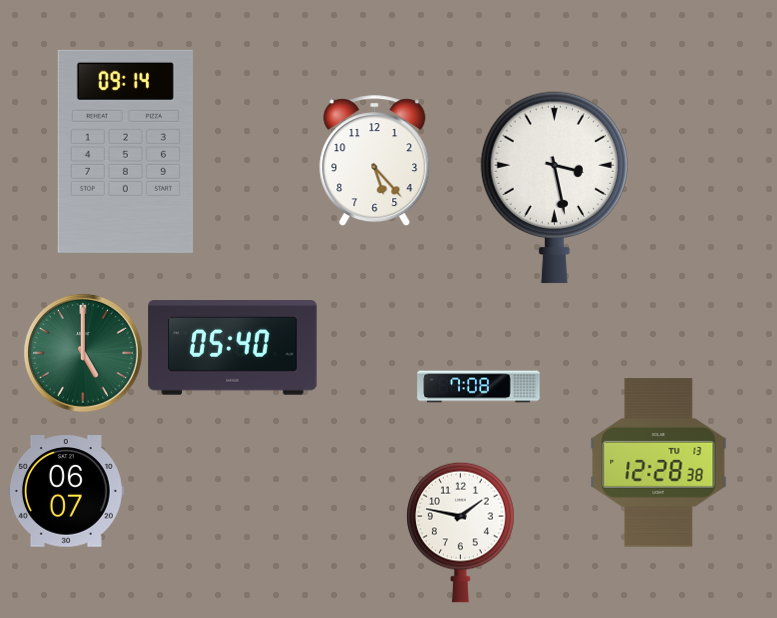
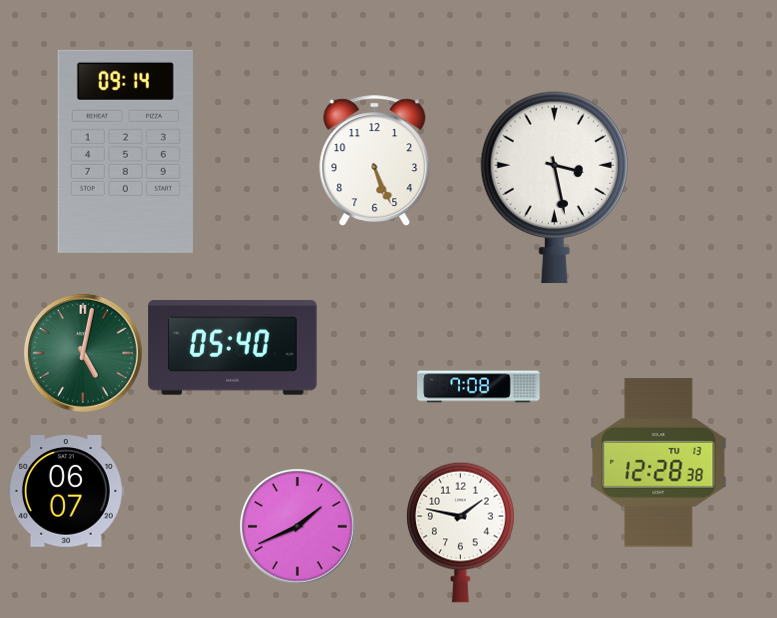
clock at (375, 161): 5:23 -> 5:26
clock at (83, 353): 5:00 -> 5:02
clock at (298, 527): none -> 1:41
